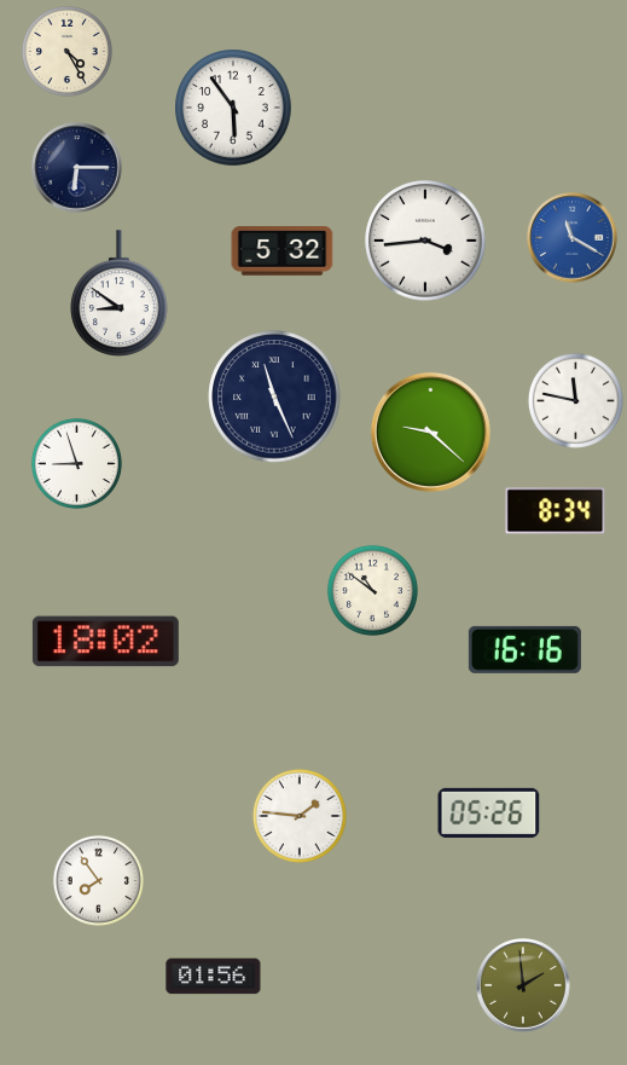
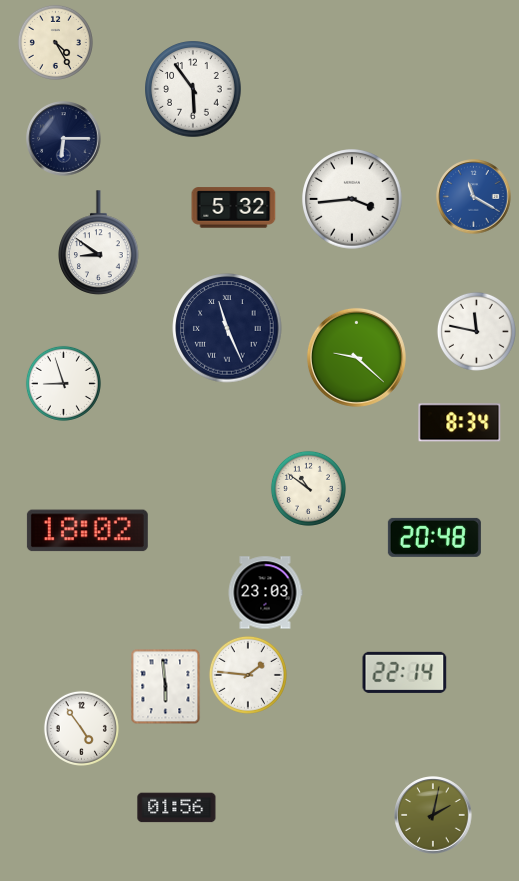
clock at (524, 649): 16:16 -> 20:48
clock at (265, 593): none -> 23:03
clock at (489, 812): 05:26 -> 22:14
clock at (166, 687): none -> 5:59
clock at (98, 880): 7:54 -> 4:54
clock at (523, 985): 1:59 -> 2:02
